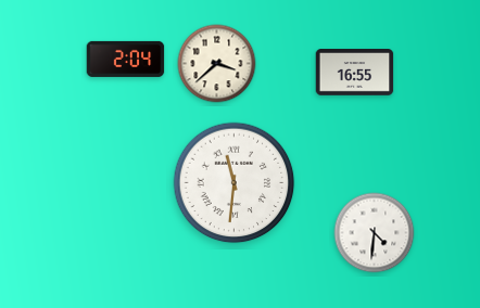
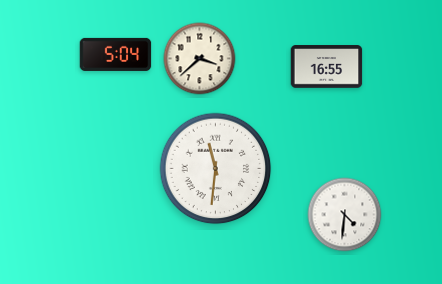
clock at (126, 59): 2:04 -> 5:04
